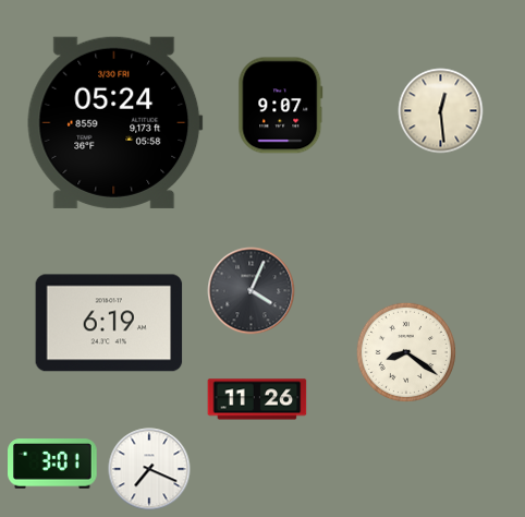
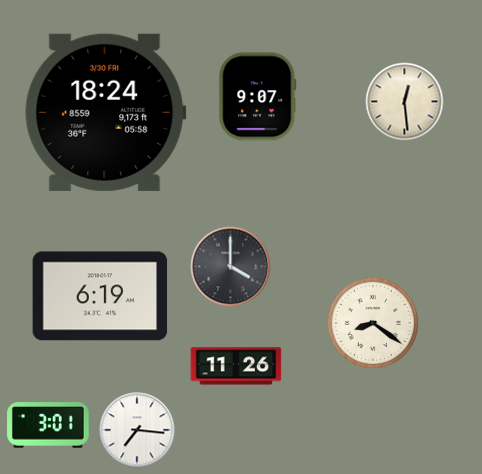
clock at (115, 122): 05:24 -> 18:24
clock at (252, 291): 4:04 -> 4:00
clock at (149, 469): 7:19 -> 7:16
